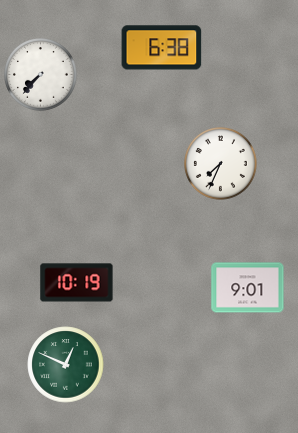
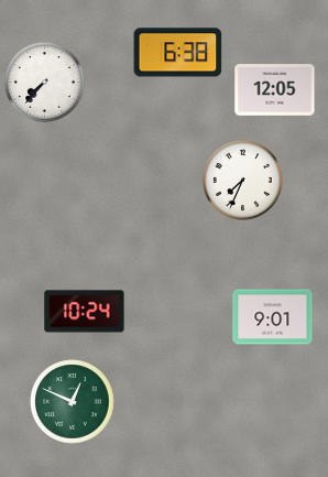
clock at (275, 90): none -> 12:05
clock at (77, 283): 10:19 -> 10:24
